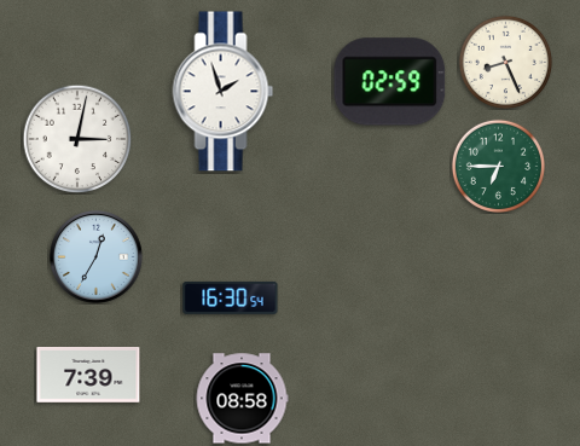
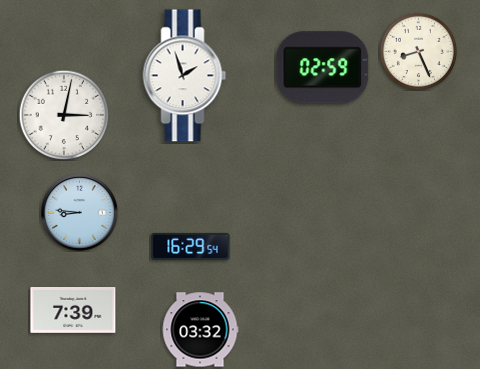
clock at (498, 166): 6:45 -> none
clock at (95, 256): 12:35 -> 8:46
clock at (231, 297): 16:30 -> 16:29
clock at (242, 399): 08:58 -> 03:32
